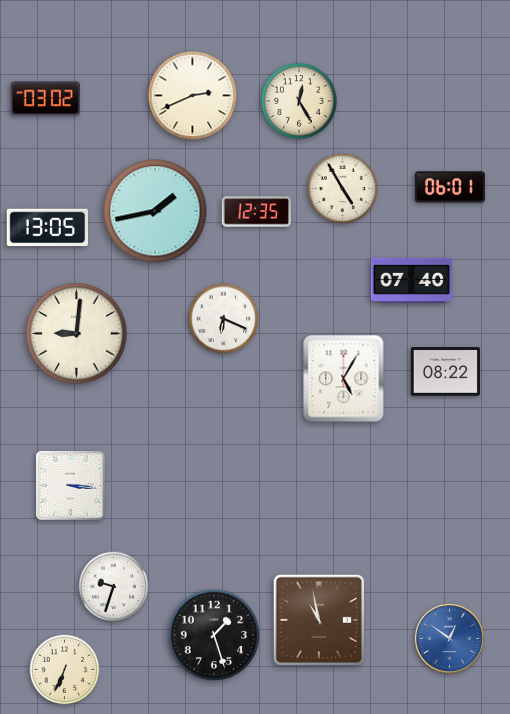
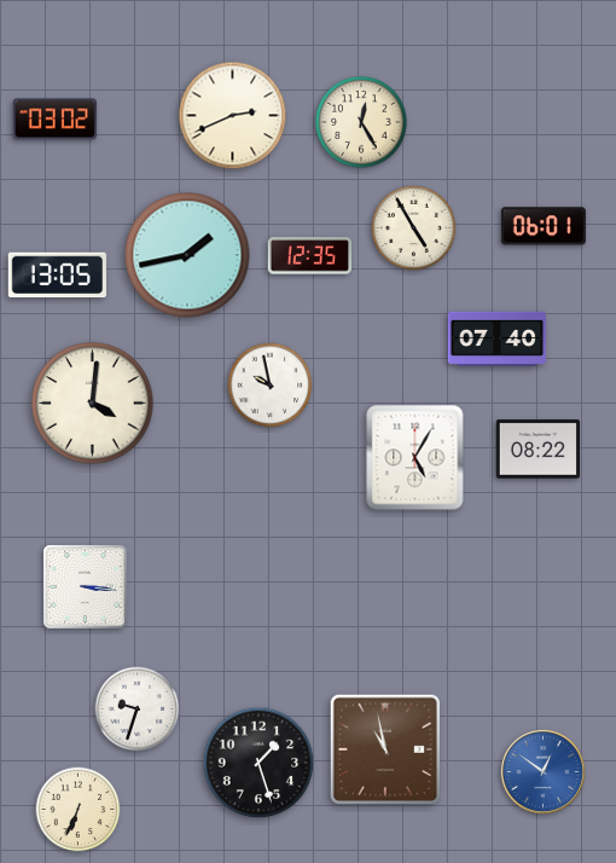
clock at (224, 319): 6:19 -> 9:58
clock at (77, 334): 9:01 -> 4:01
clock at (214, 635) position: (214, 635) -> (258, 763)
